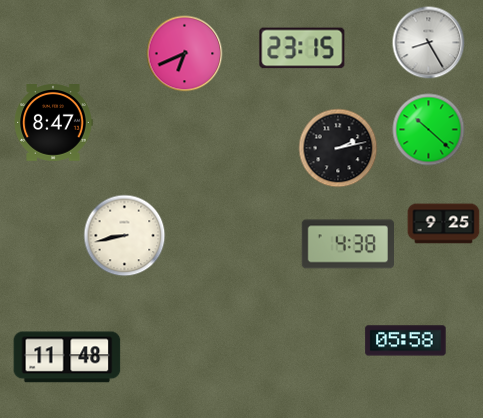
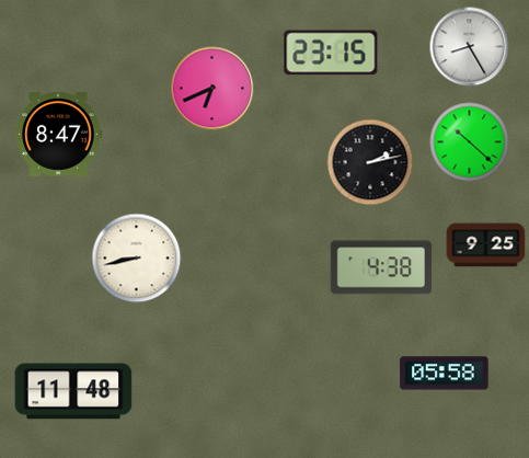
clock at (185, 54) position: (185, 54) -> (212, 89)
